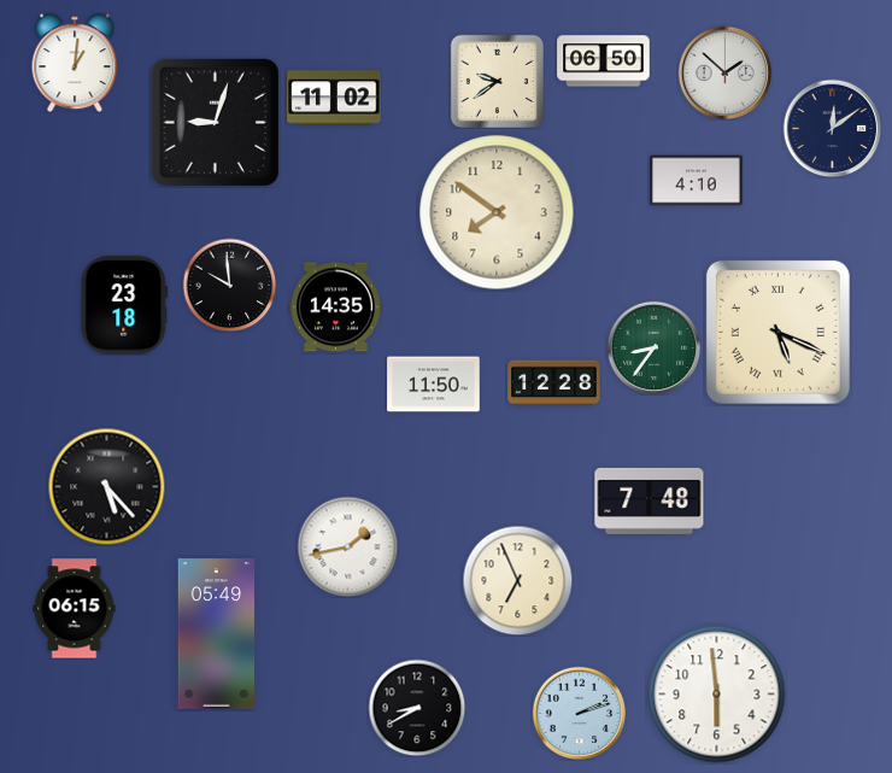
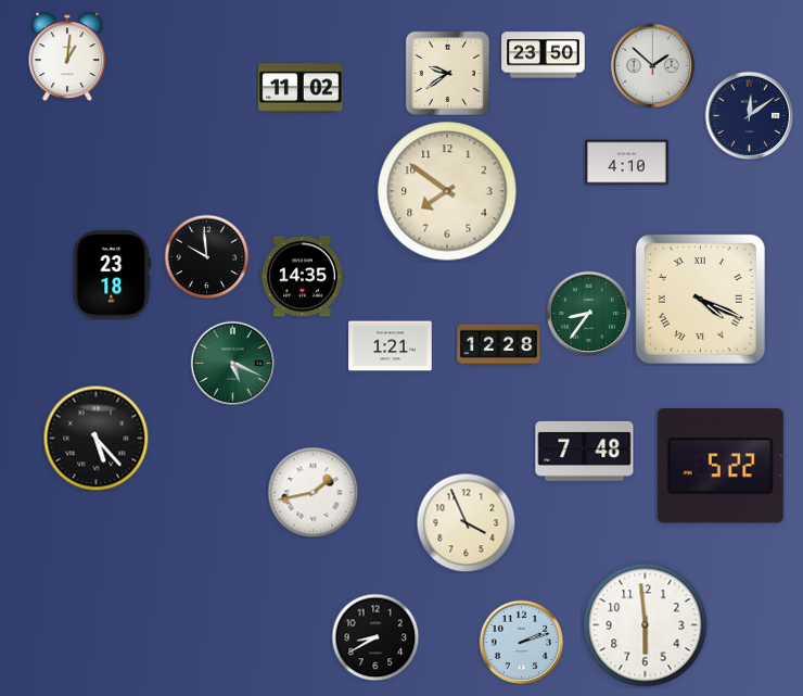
clock at (604, 62): 06:50 -> 23:50
clock at (215, 122): 9:03 -> none
clock at (777, 332): 5:19 -> 4:19
clock at (434, 385): 11:50 -> 1:21
clock at (232, 363): none -> 5:19
clock at (721, 466): none -> 5:22
clock at (517, 580): 6:56 -> 3:56
clock at (75, 609): 06:15 -> none
clock at (217, 634): 05:49 -> none
